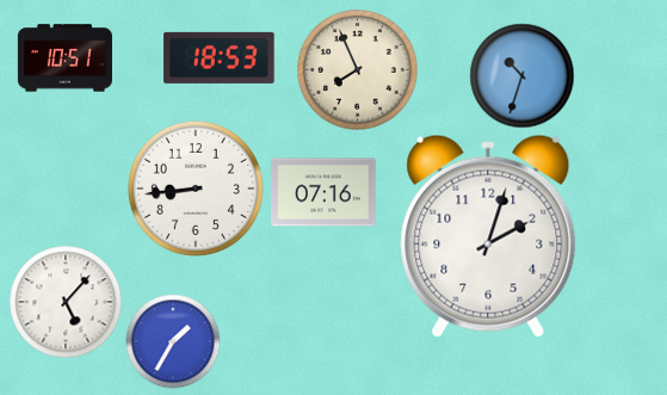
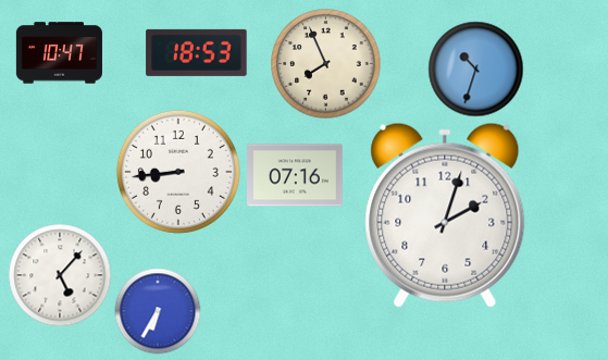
clock at (220, 57) position: (220, 57) -> (197, 52)
clock at (64, 58): 10:51 -> 10:47
clock at (173, 341): 1:35 -> 6:35
